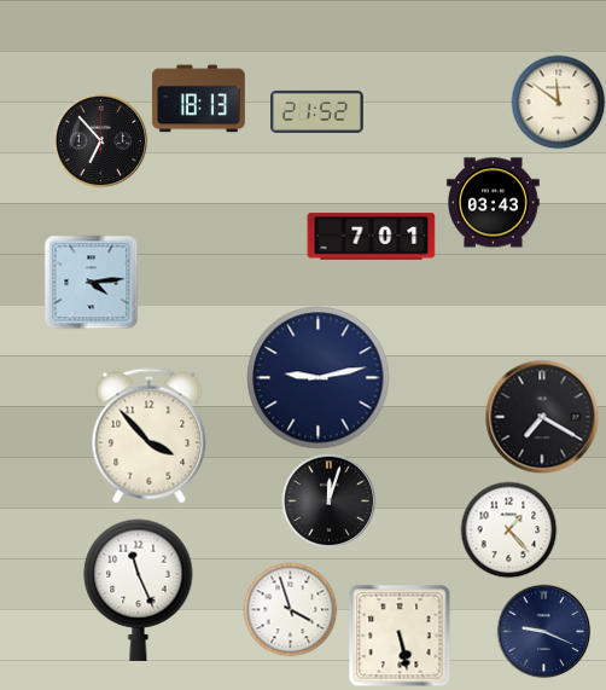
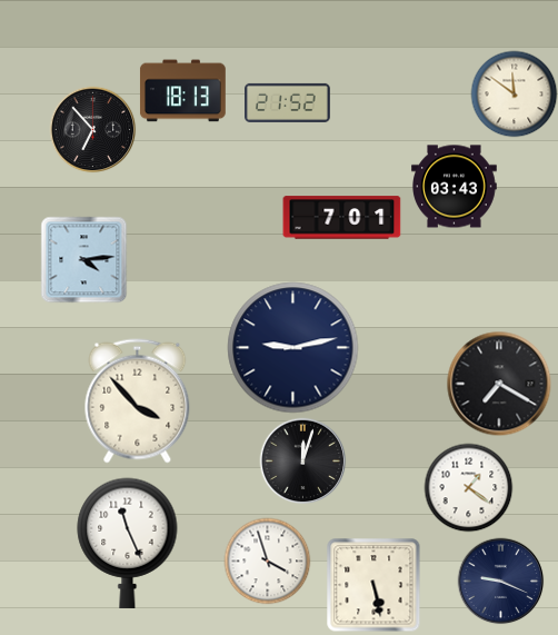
clock at (317, 111) position: (317, 111) -> (288, 102)
clock at (508, 529): 1:23 -> 1:21
clock at (400, 636) position: (400, 636) -> (373, 585)
